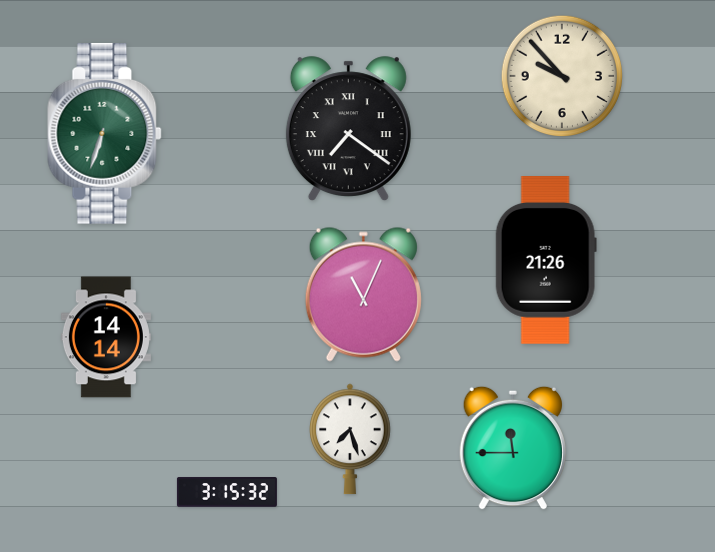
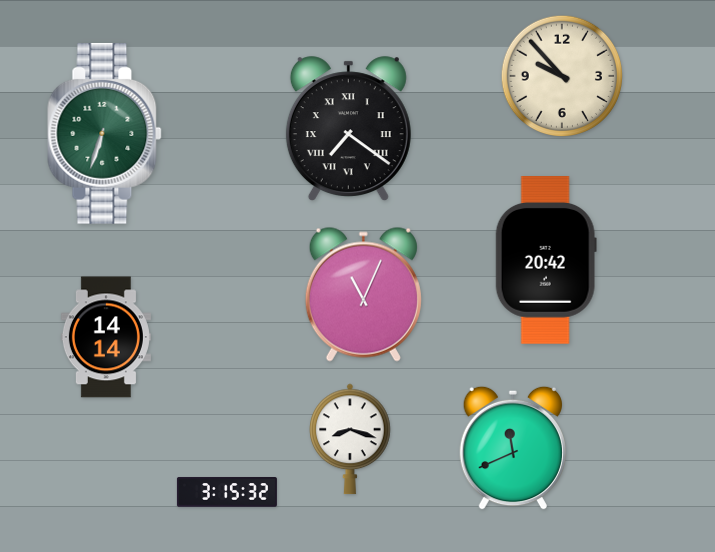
clock at (546, 261): 21:26 -> 20:42
clock at (350, 439): 7:27 -> 8:18
clock at (513, 448): 11:45 -> 11:41
